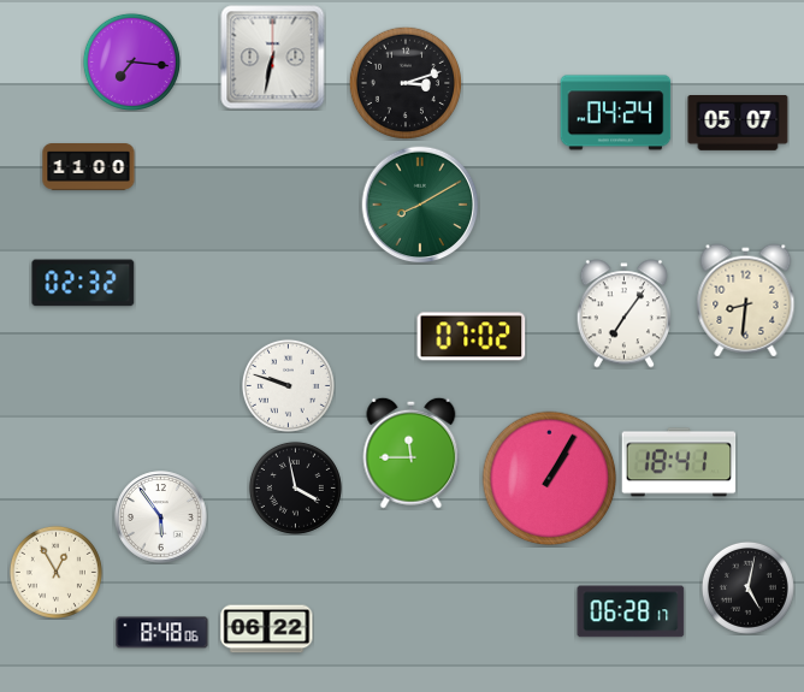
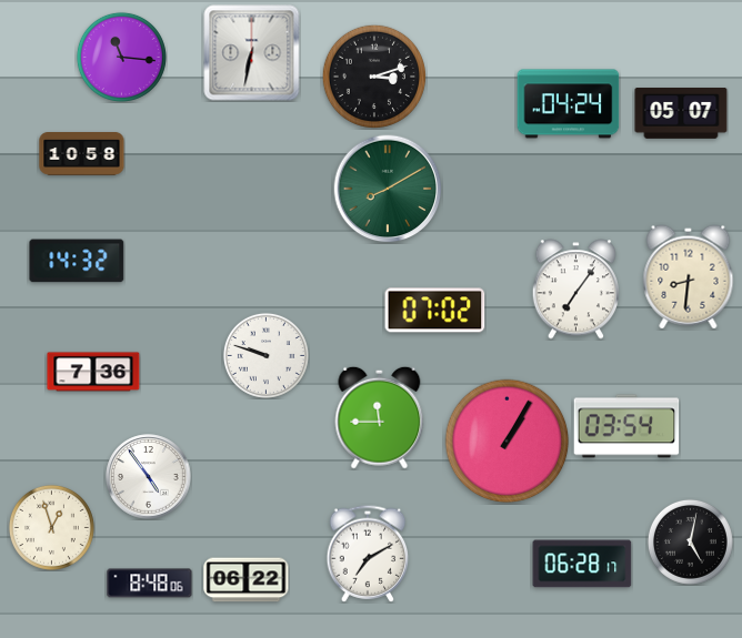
clock at (131, 61): 7:16 -> 11:16
clock at (89, 167): 11:00 -> 10:58
clock at (83, 283): 02:32 -> 14:32
clock at (93, 372): none -> 7:36
clock at (679, 462): 18:41 -> 03:54
clock at (295, 487): 3:58 -> none
clock at (161, 517): 5:54 -> 4:54
clock at (55, 572): 12:55 -> 12:57
clock at (368, 554): none -> 7:10
